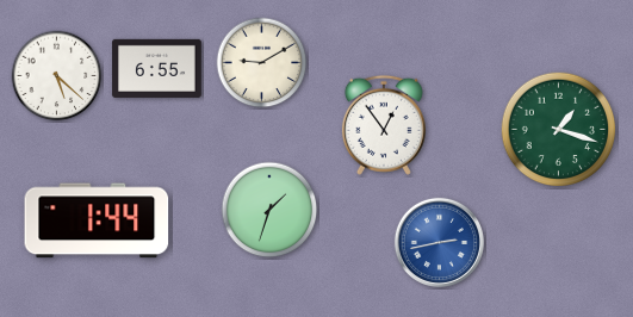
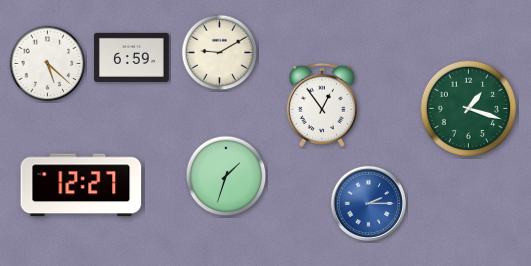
clock at (157, 68): 6:55 -> 6:59
clock at (97, 220): 1:44 -> 12:27
clock at (439, 242): 2:43 -> 2:15
